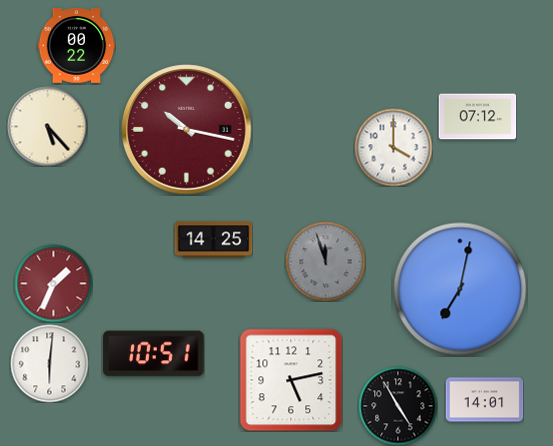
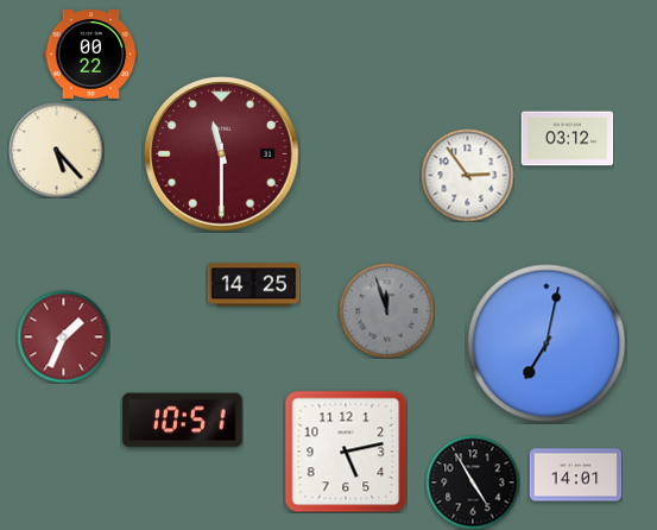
clock at (477, 117): 07:12 -> 03:12
clock at (187, 130): 10:17 -> 11:30
clock at (393, 147): 4:00 -> 2:54
clock at (49, 363): 6:01 -> none
